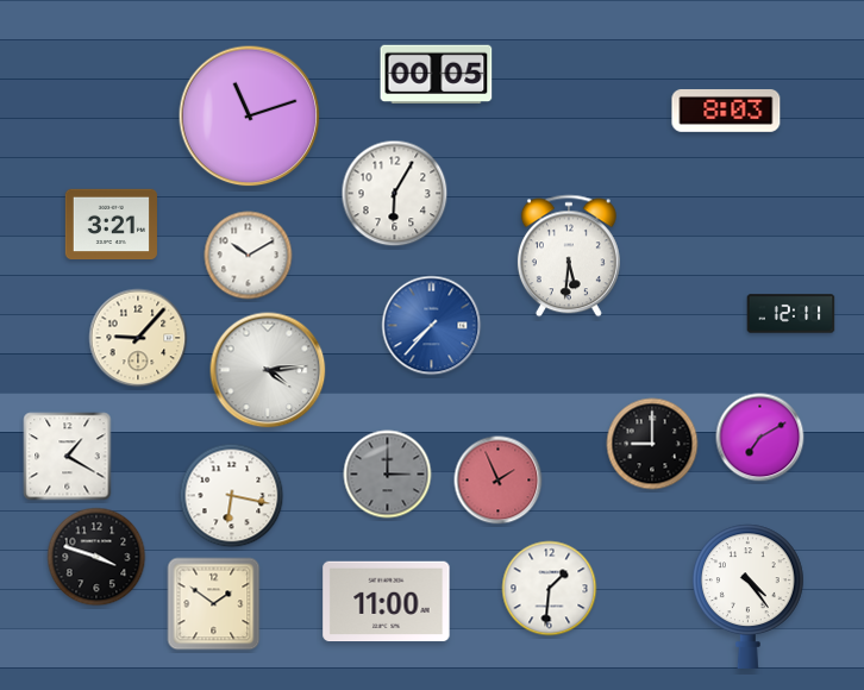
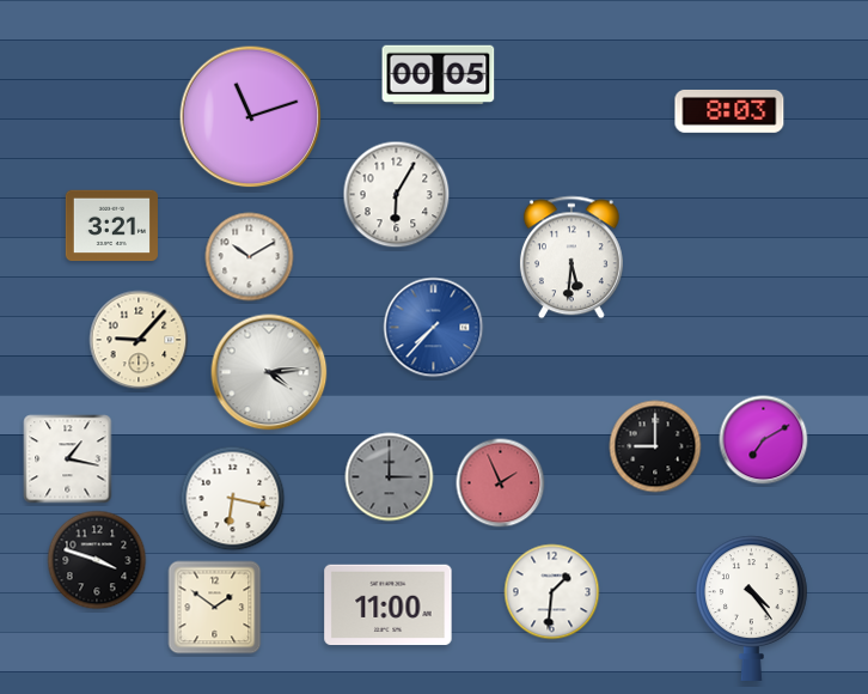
clock at (791, 314): 12:11 -> none
clock at (68, 457): 1:20 -> 1:17
clock at (747, 596) position: (747, 596) -> (751, 608)
